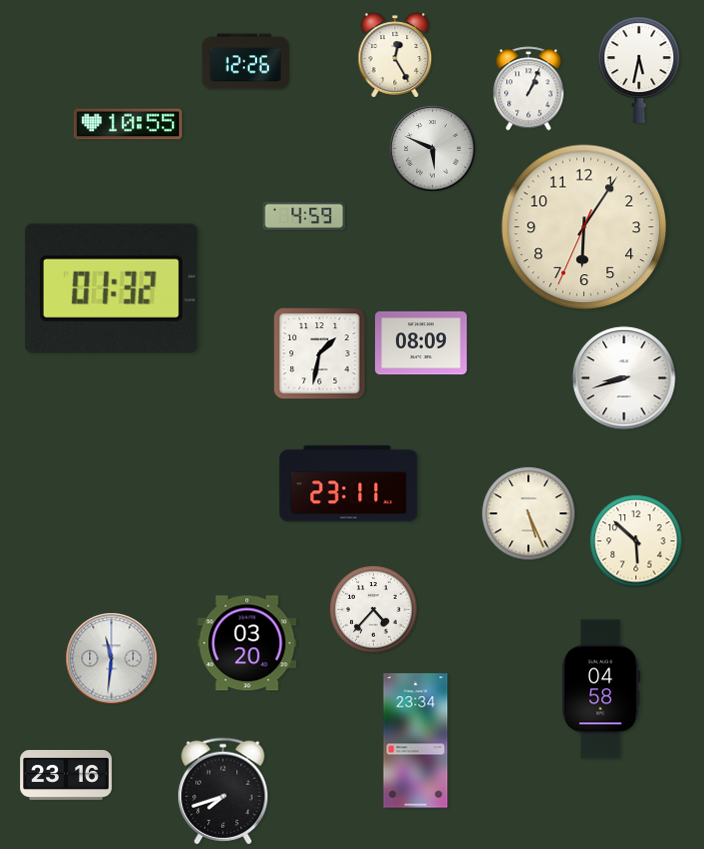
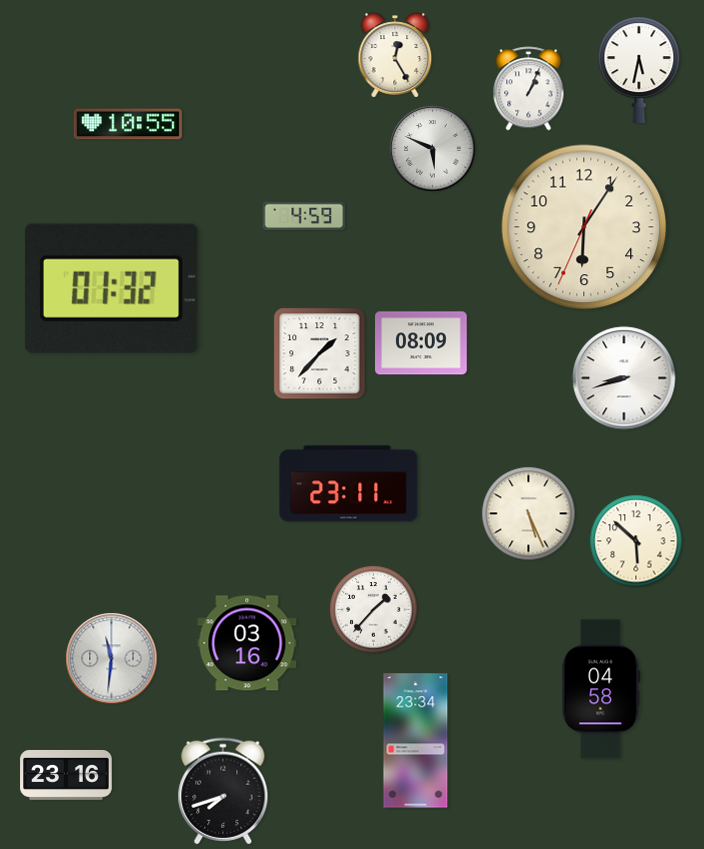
clock at (245, 62): 12:26 -> none
clock at (320, 354): 1:32 -> 1:37
clock at (374, 610): 4:37 -> 1:37
clock at (247, 643): 03:20 -> 03:16
